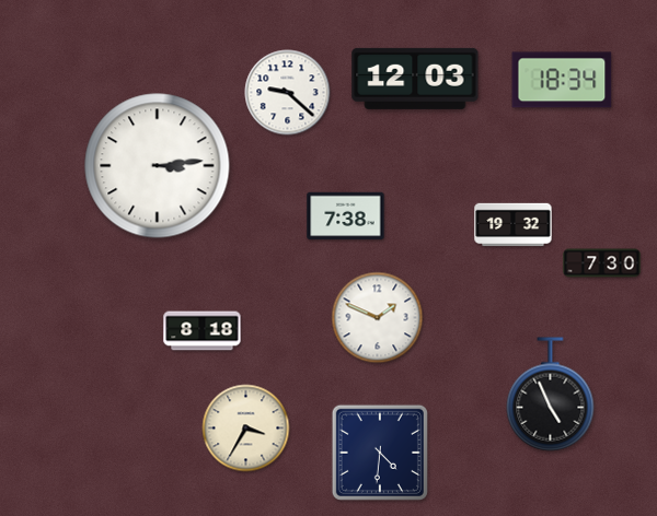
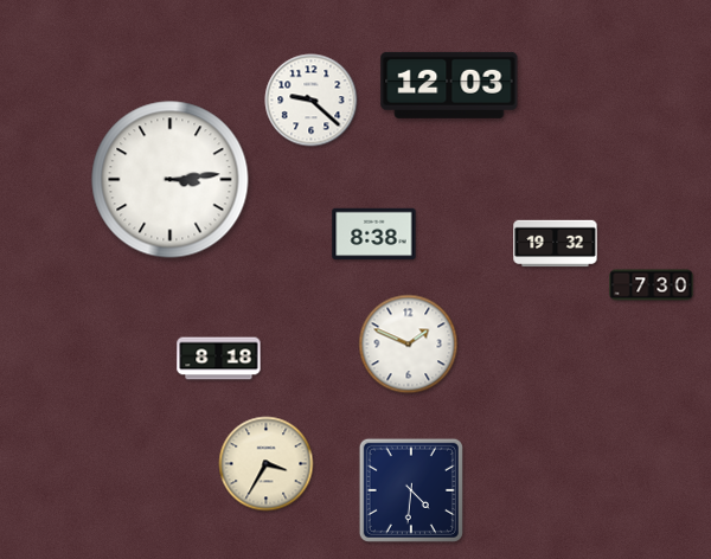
clock at (562, 80): 18:34 -> none
clock at (346, 216): 7:38 -> 8:38
clock at (551, 395): 4:56 -> none
